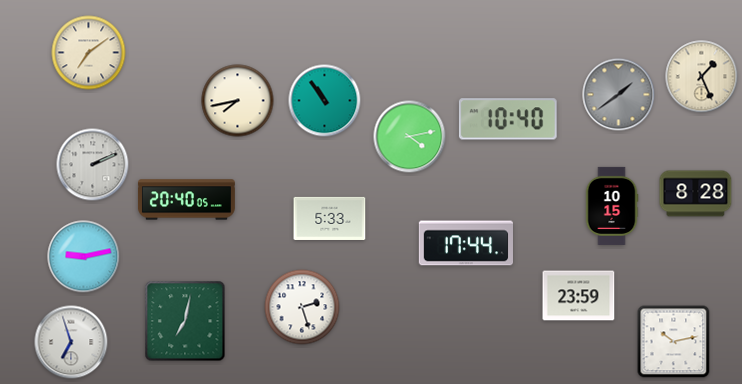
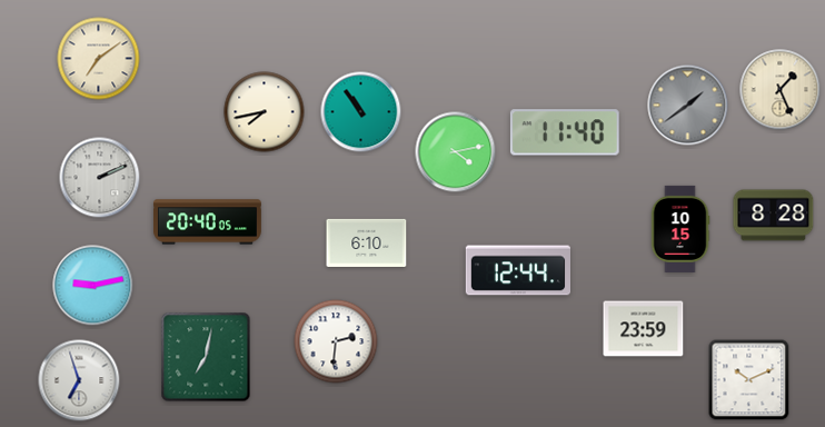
clock at (702, 77) position: (702, 77) -> (781, 90)
clock at (508, 119): 10:40 -> 11:40
clock at (93, 165) position: (93, 165) -> (100, 178)
clock at (330, 218): 5:33 -> 6:10
clock at (465, 243): 17:44 -> 12:44
clock at (302, 307): 2:27 -> 2:31
clock at (674, 342): 10:13 -> 10:11
